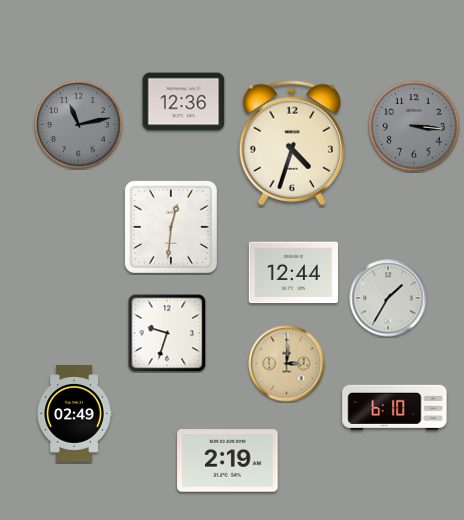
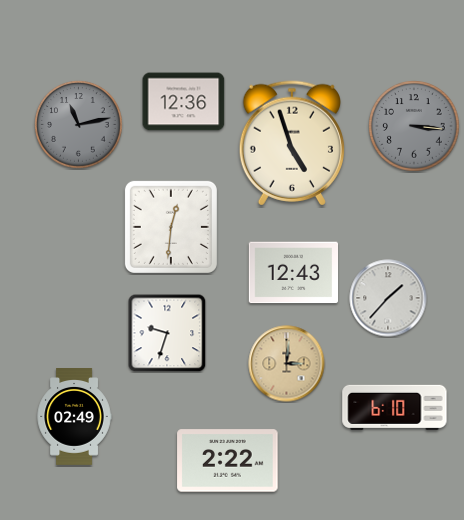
clock at (292, 143): 4:33 -> 4:57
clock at (293, 273): 12:44 -> 12:43
clock at (388, 298): 1:35 -> 1:37
clock at (74, 414) position: (74, 414) -> (74, 417)
clock at (228, 461): 2:19 -> 2:22
